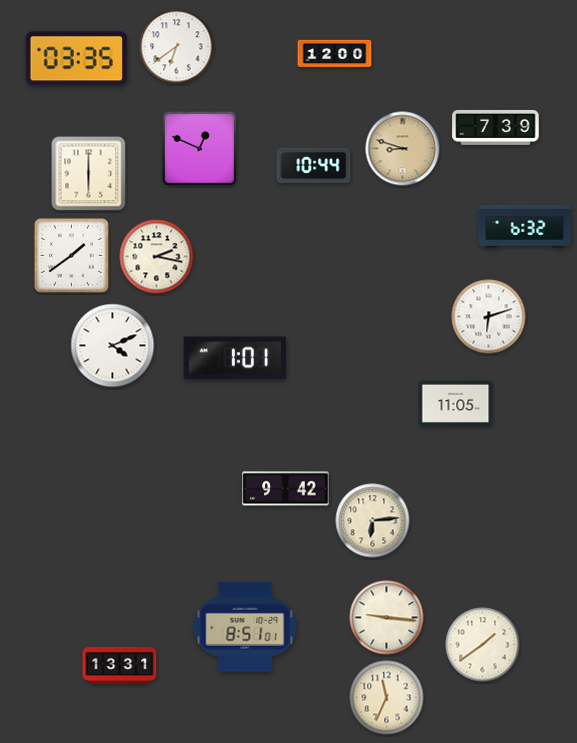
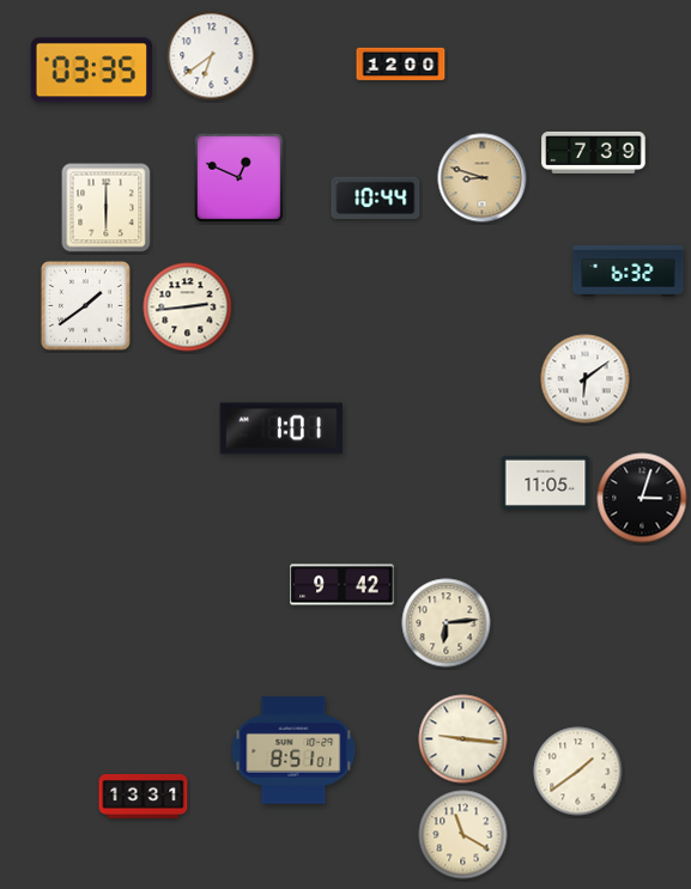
clock at (157, 257): 2:17 -> 2:44
clock at (489, 317): 6:12 -> 6:09
clock at (113, 346): 4:11 -> none
clock at (642, 498): none -> 3:03
clock at (387, 698): 11:34 -> 11:20
